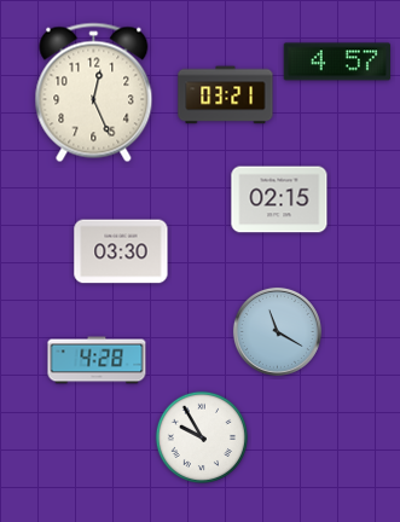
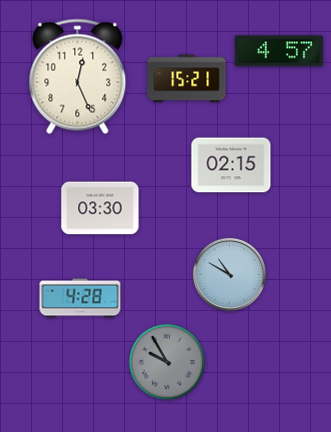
clock at (226, 95): 03:21 -> 15:21
clock at (277, 331): 11:20 -> 10:50
clock at (202, 437) dial: white -> grey
